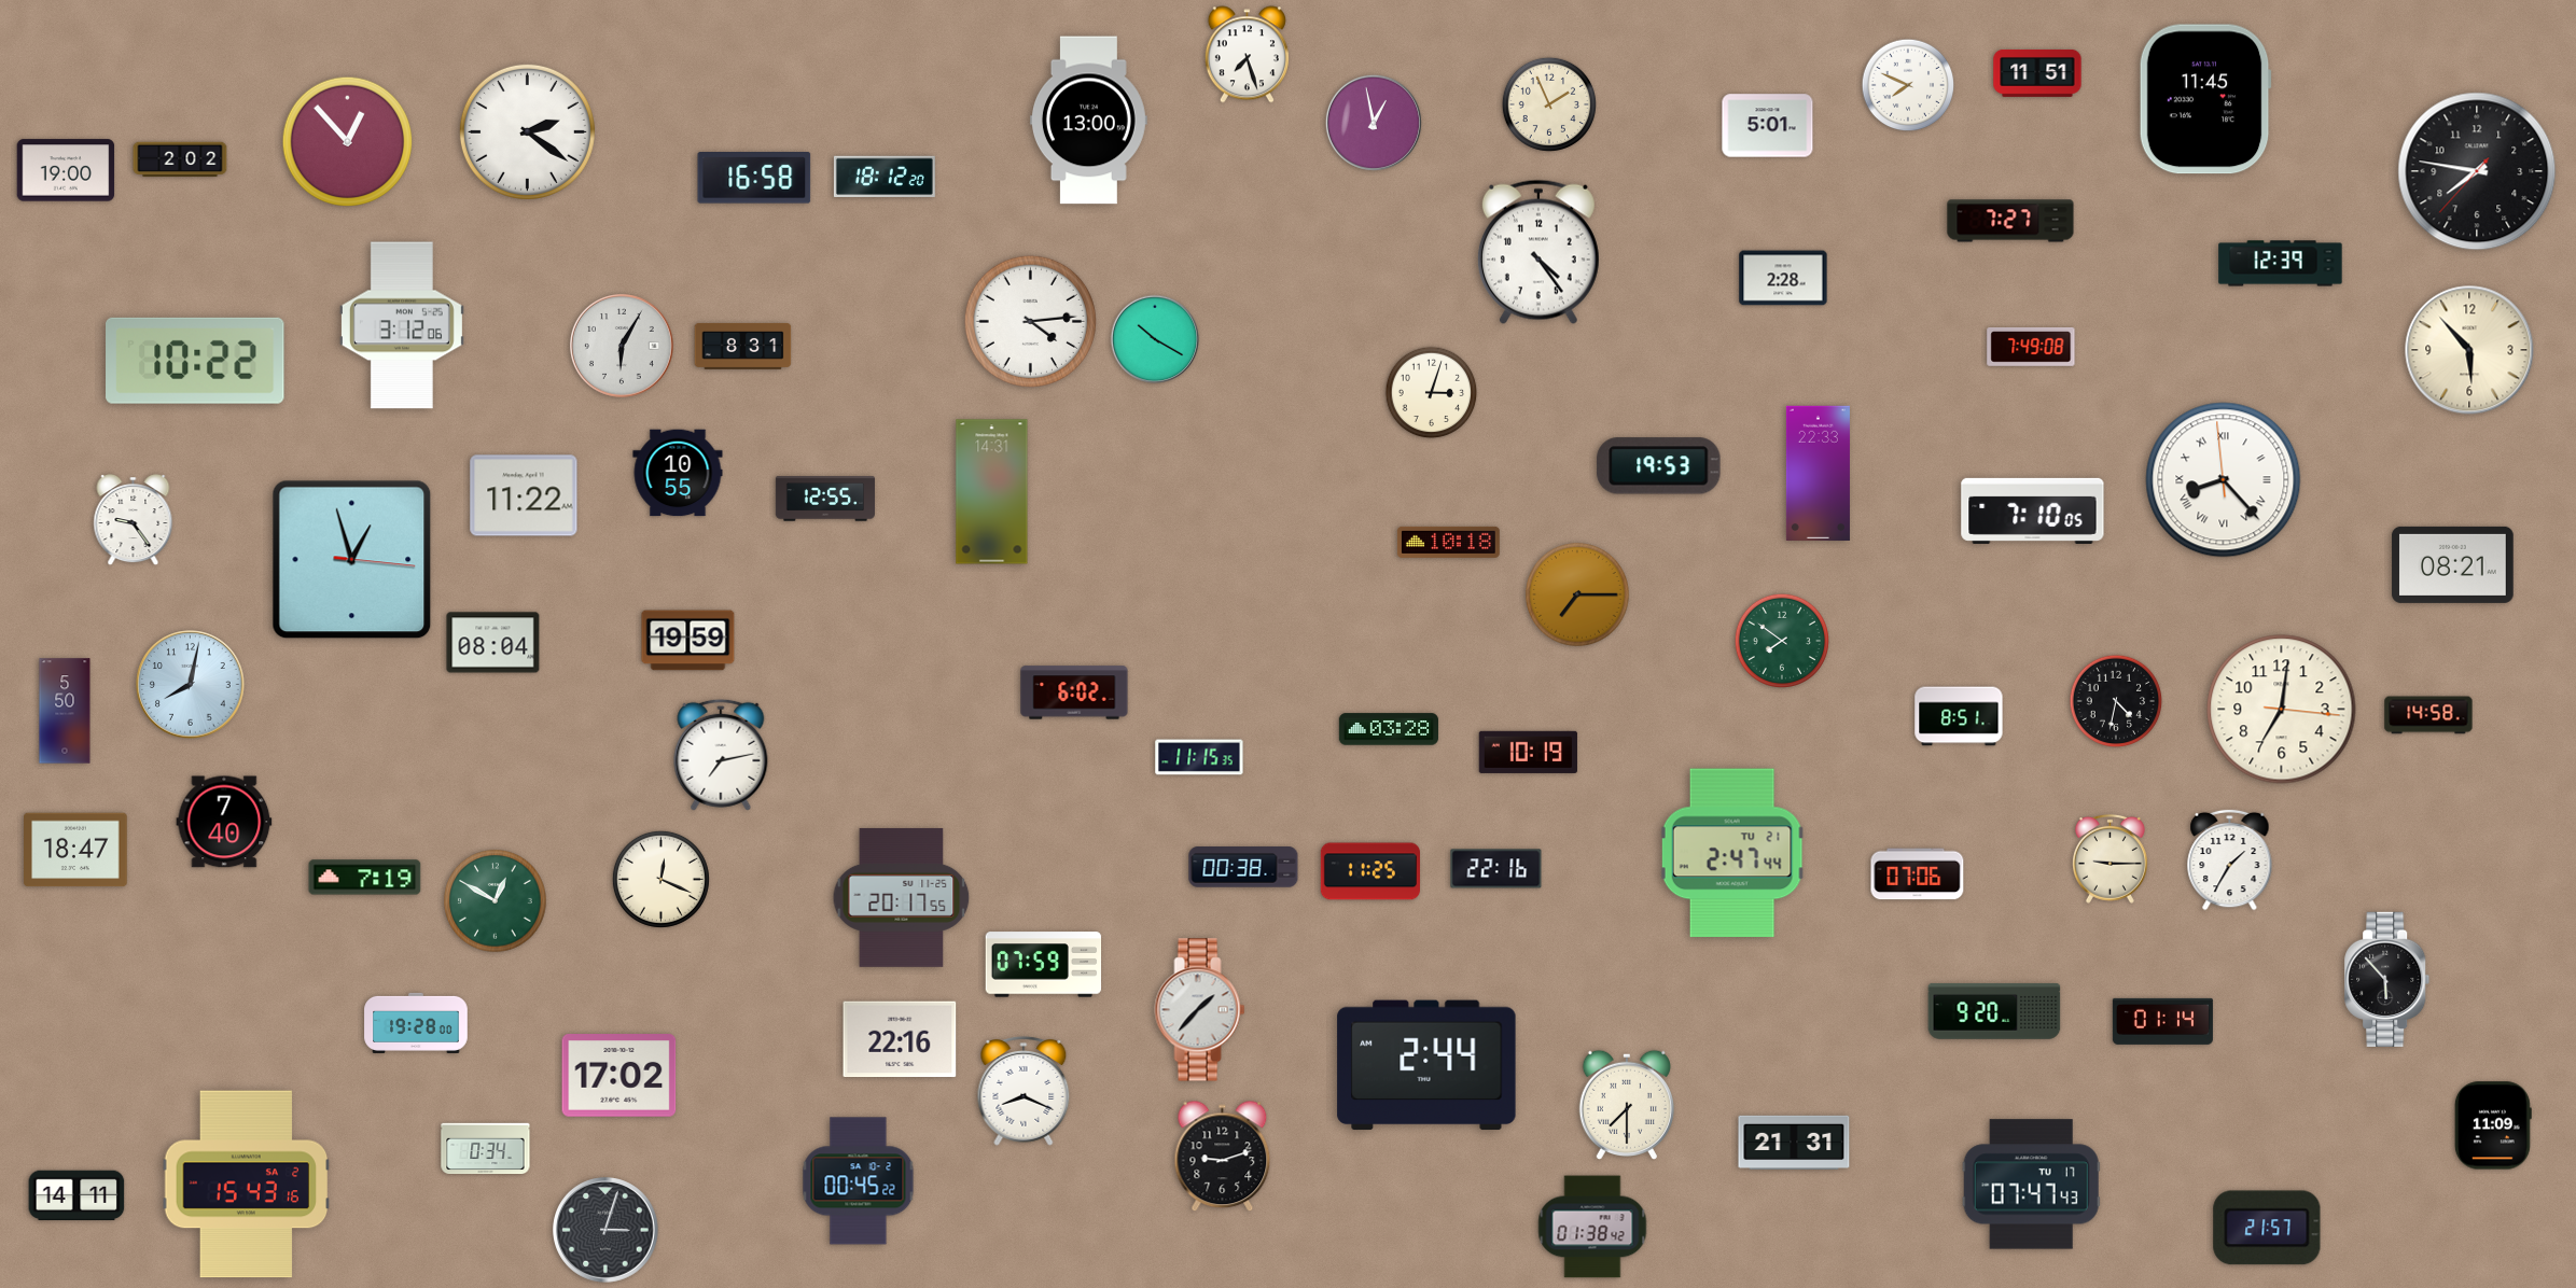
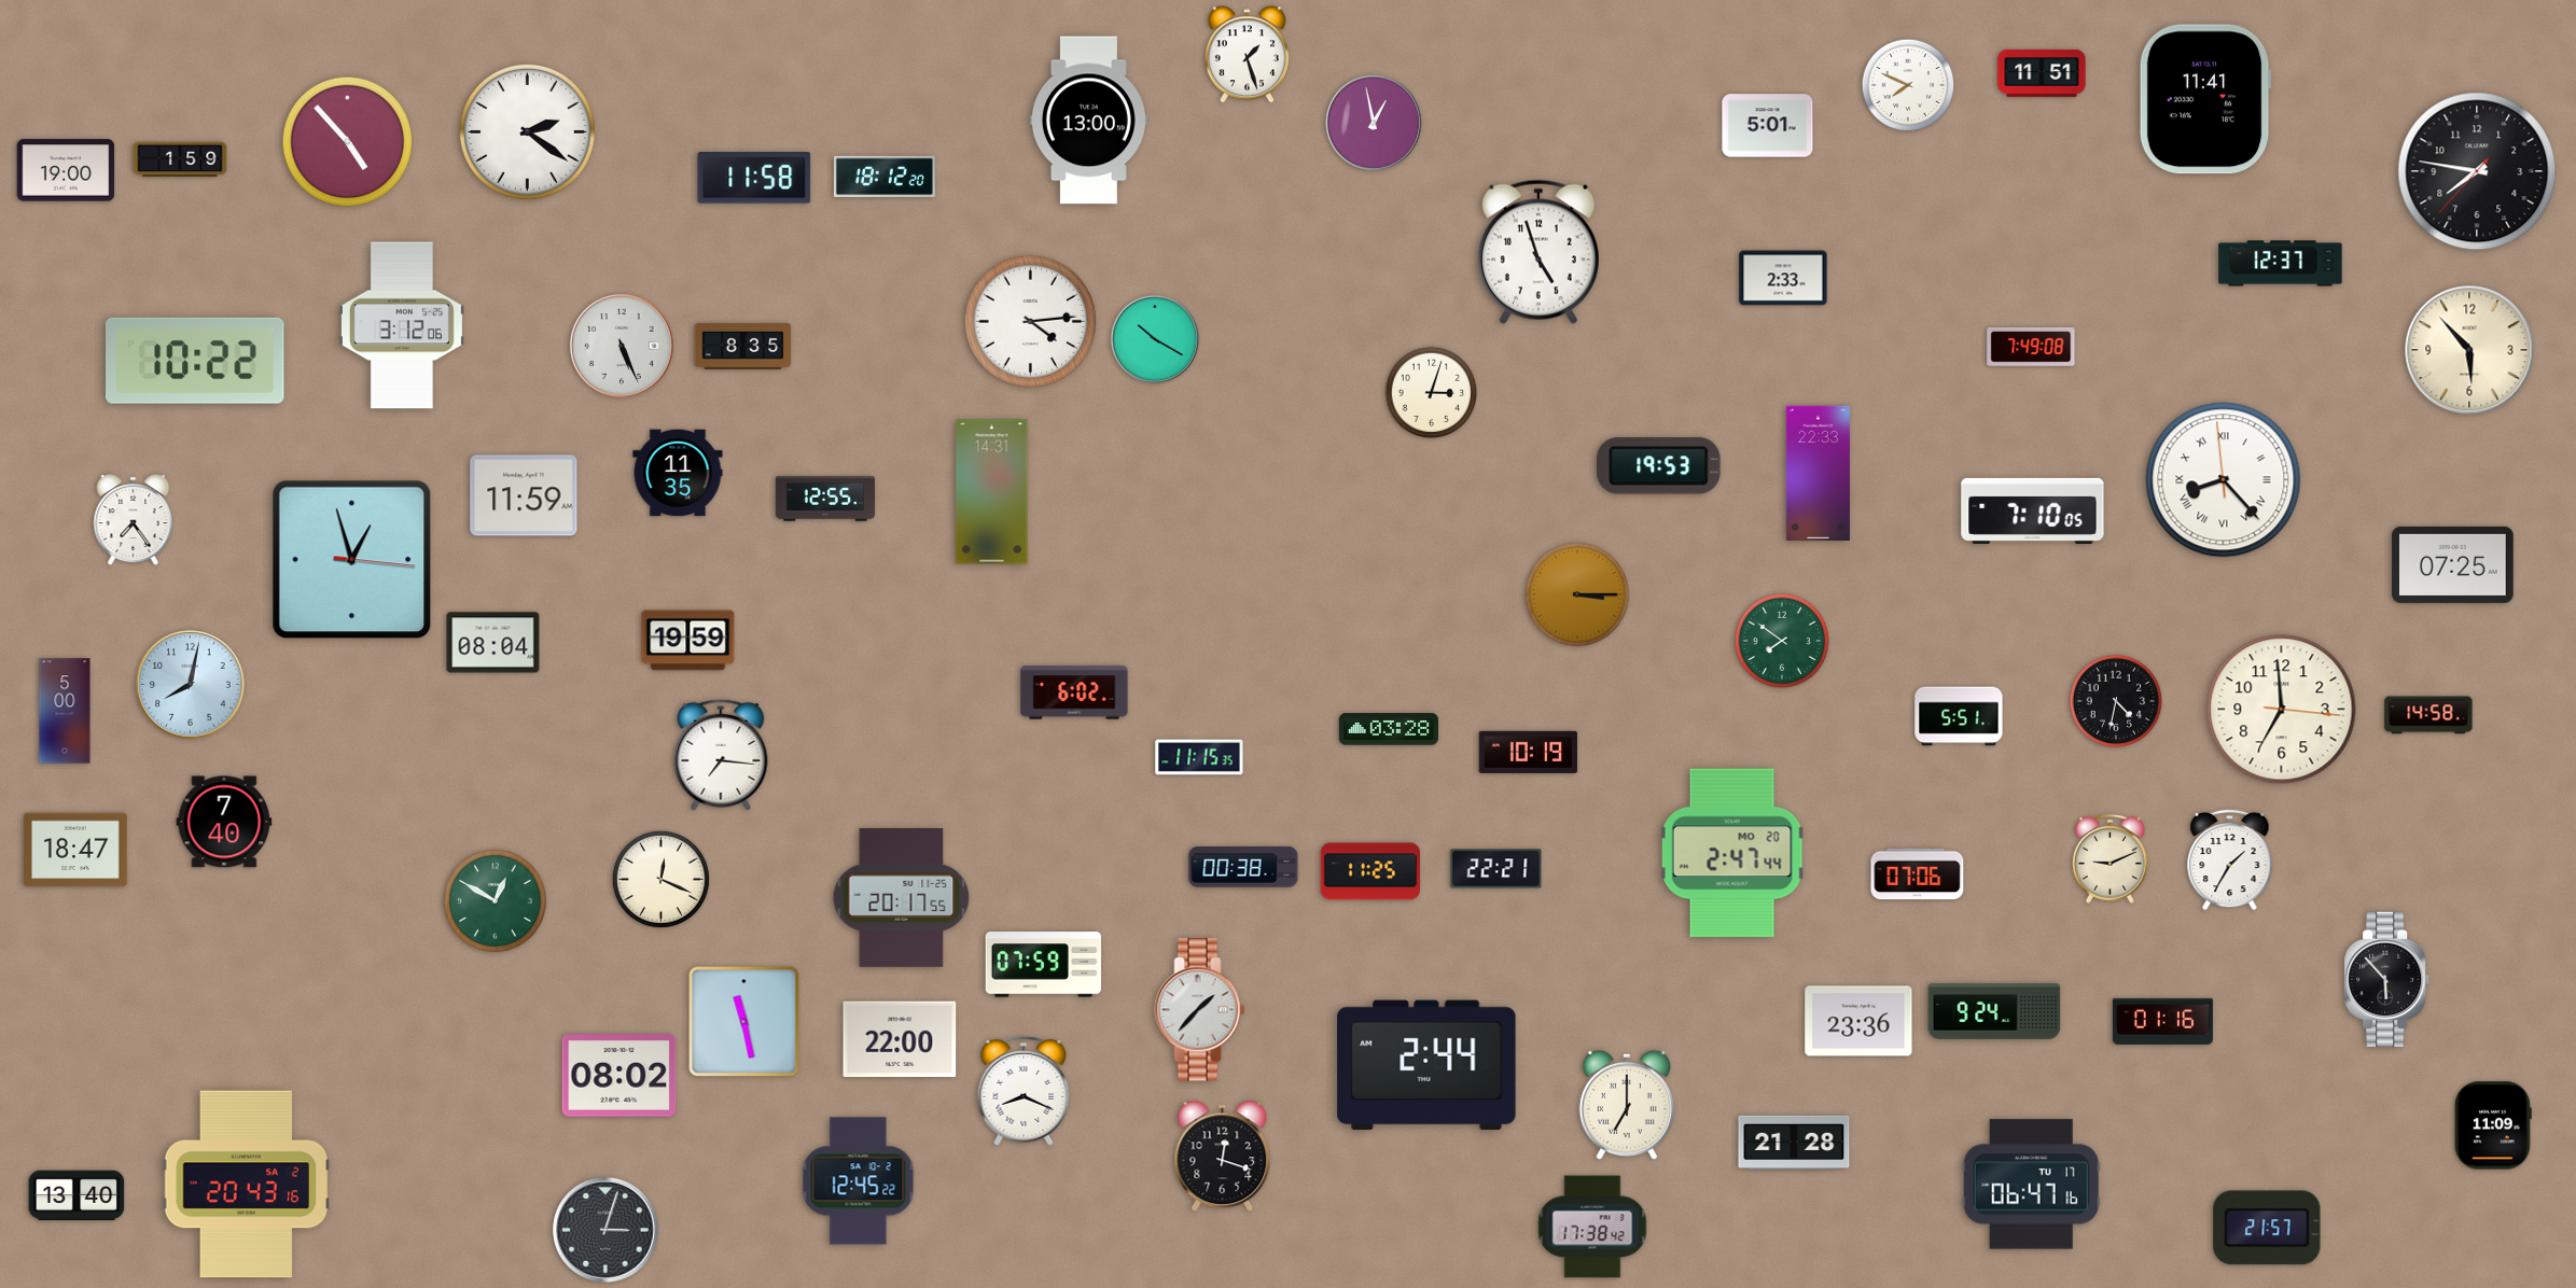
clock at (1247, 55): 7:27 -> 1:27
clock at (2037, 73) position: (2037, 73) -> (2042, 73)
clock at (2205, 99): 11:45 -> 11:41
clock at (1548, 103): 1:56 -> none
clock at (348, 142): 12:53 -> 4:53
clock at (180, 159): 2:02 -> 1:59
clock at (754, 178): 16:58 -> 11:58
clock at (2010, 221): 7:27 -> none
clock at (1538, 252): 4:24 -> 4:57
clock at (2281, 264): 12:39 -> 12:37
clock at (1783, 278): 2:28 -> 2:33
clock at (743, 346): 8:31 -> 8:35
clock at (623, 347): 6:05 -> 5:26
clock at (678, 473): 10:55 -> 11:35
clock at (524, 495): 11:22 -> 11:59
clock at (134, 520): 9:24 -> 7:24
clock at (1448, 542): 10:18 -> none
clock at (2453, 564): 08:21 -> 07:25
clock at (1577, 594): 7:15 -> 3:15
clock at (2282, 710): 7:01 -> 6:59
clock at (65, 711): 5:50 -> 5:00
clock at (1959, 716): 8:51 -> 5:51
clock at (721, 755): 7:13 -> 7:16
clock at (1732, 853) date: TU 21 -> MO 20
clock at (2109, 858): 9:15 -> 9:11
clock at (1496, 869): 22:16 -> 22:21
clock at (365, 878): 7:19 -> none
clock at (1994, 1011): 9:20 -> 9:24
clock at (1858, 1021): none -> 23:36
clock at (2162, 1021): 01:14 -> 01:16
clock at (744, 1022): none -> 11:28
clock at (416, 1023): 19:28 -> none
clock at (900, 1039): 22:16 -> 22:00
clock at (619, 1076): 17:02 -> 08:02
clock at (1626, 1104): 7:30 -> 7:00
clock at (1794, 1142): 21:31 -> 21:28
clock at (486, 1149): 0:34 -> none
clock at (1223, 1157): 9:12 -> 12:18
clock at (859, 1181): 00:45 -> 12:45
clock at (247, 1185): 15:43 -> 20:43
clock at (2031, 1185): 07:47 -> 06:47
clock at (76, 1195): 14:11 -> 13:40
clock at (1592, 1227): 01:38 -> 17:38
